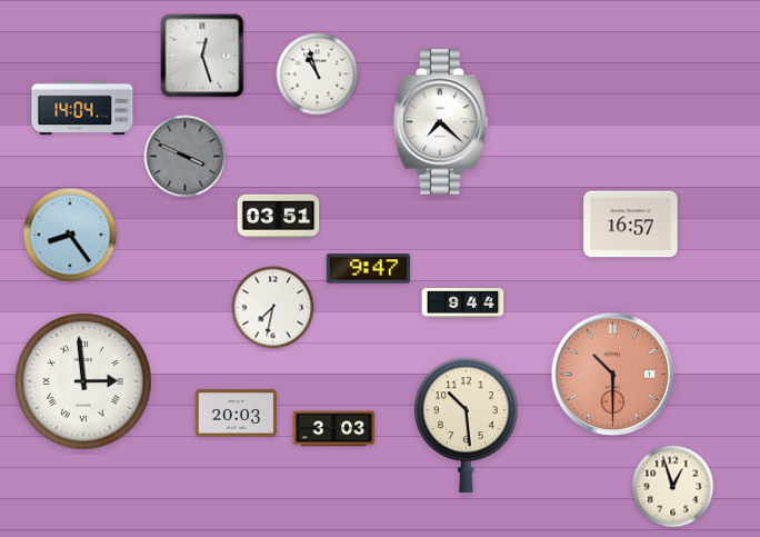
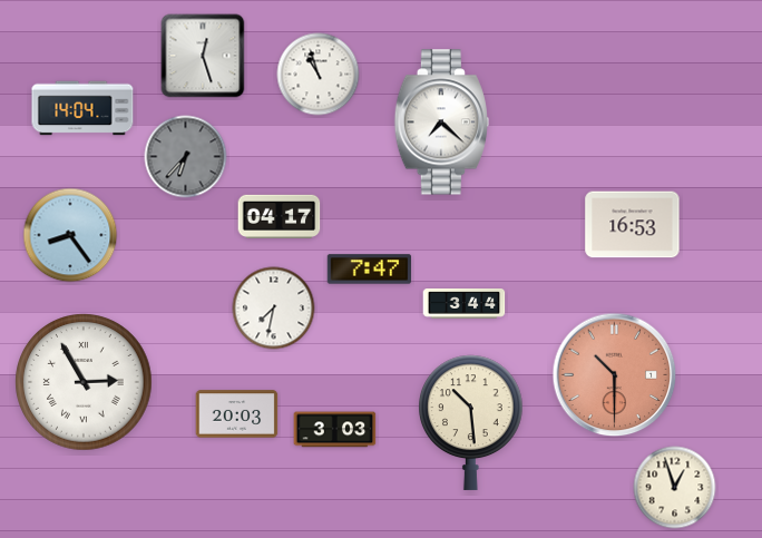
clock at (186, 157): 3:49 -> 6:37
clock at (279, 216): 03:51 -> 04:17
clock at (631, 225): 16:57 -> 16:53
clock at (369, 269): 9:47 -> 7:47
clock at (463, 304): 9:44 -> 3:44
clock at (83, 381): 2:59 -> 2:55
clock at (467, 425) position: (467, 425) -> (471, 422)
